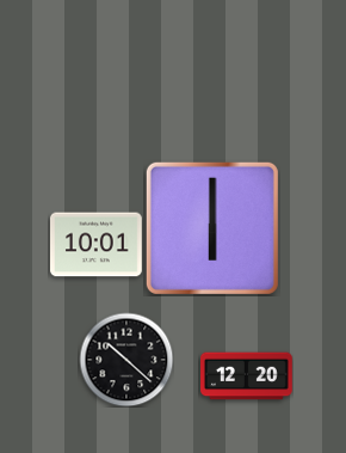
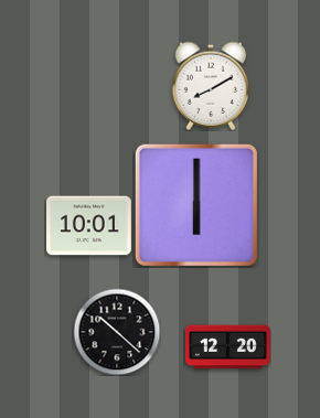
clock at (211, 86): none -> 8:10
clock at (212, 228) position: (212, 228) -> (196, 205)
